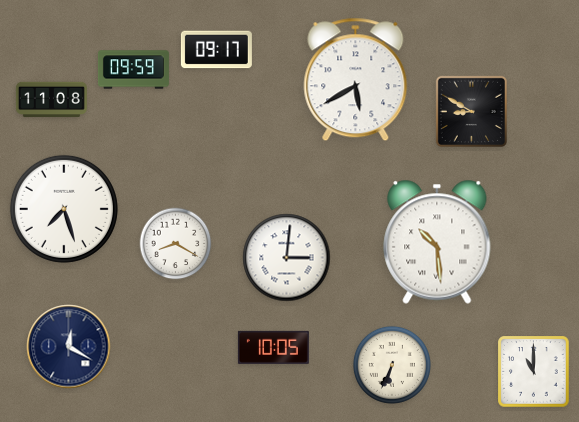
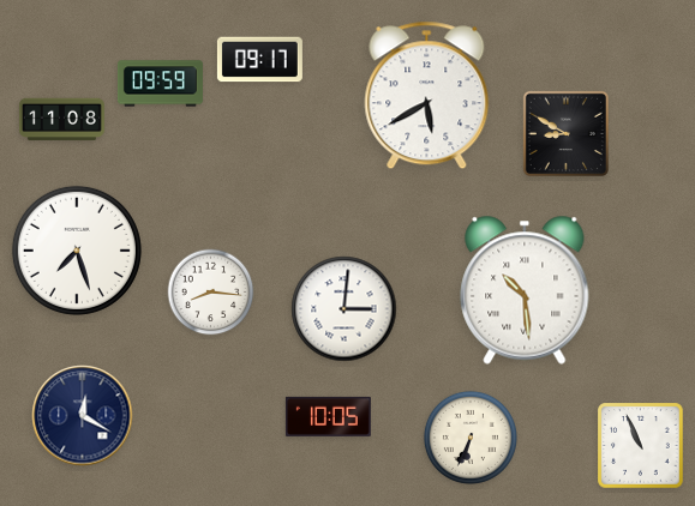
clock at (176, 244): 8:20 -> 8:16
clock at (534, 372): 11:00 -> 10:56
